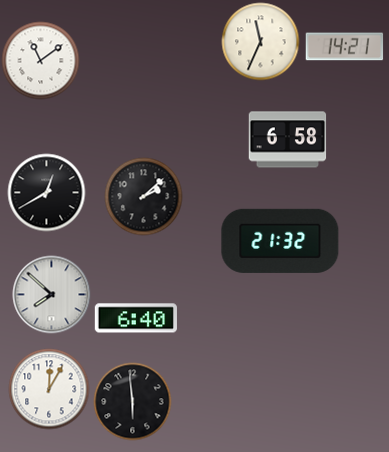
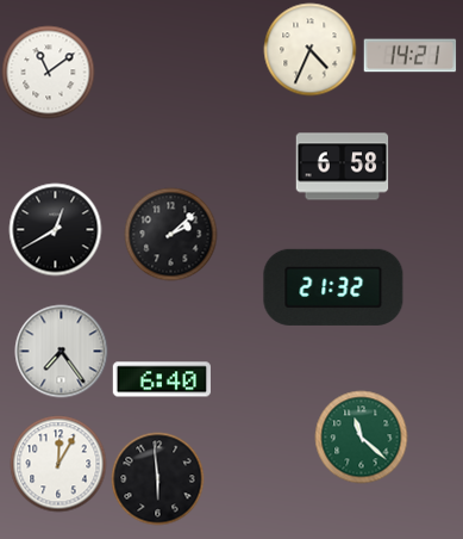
clock at (260, 41): 11:34 -> 4:34
clock at (51, 294): 7:52 -> 7:24
clock at (361, 436): none -> 11:22
